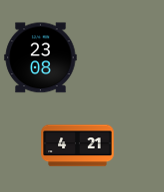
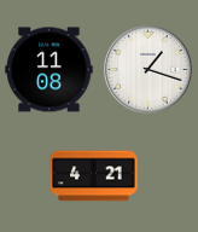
clock at (41, 58): 23:08 -> 11:08
clock at (148, 70): none -> 1:18
